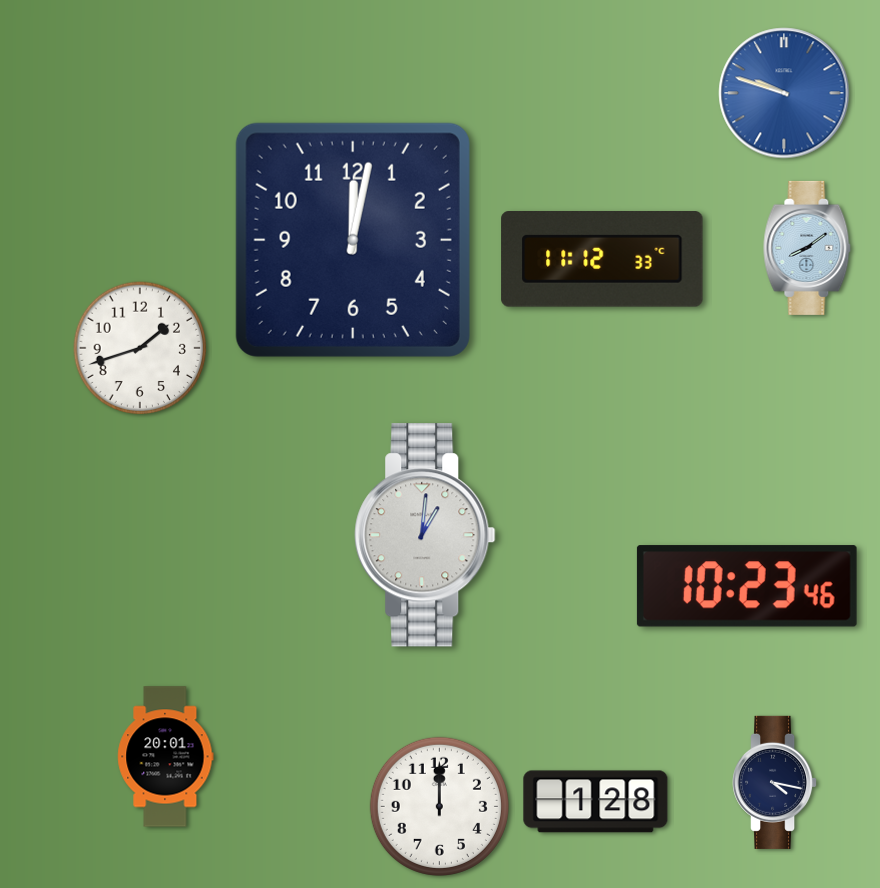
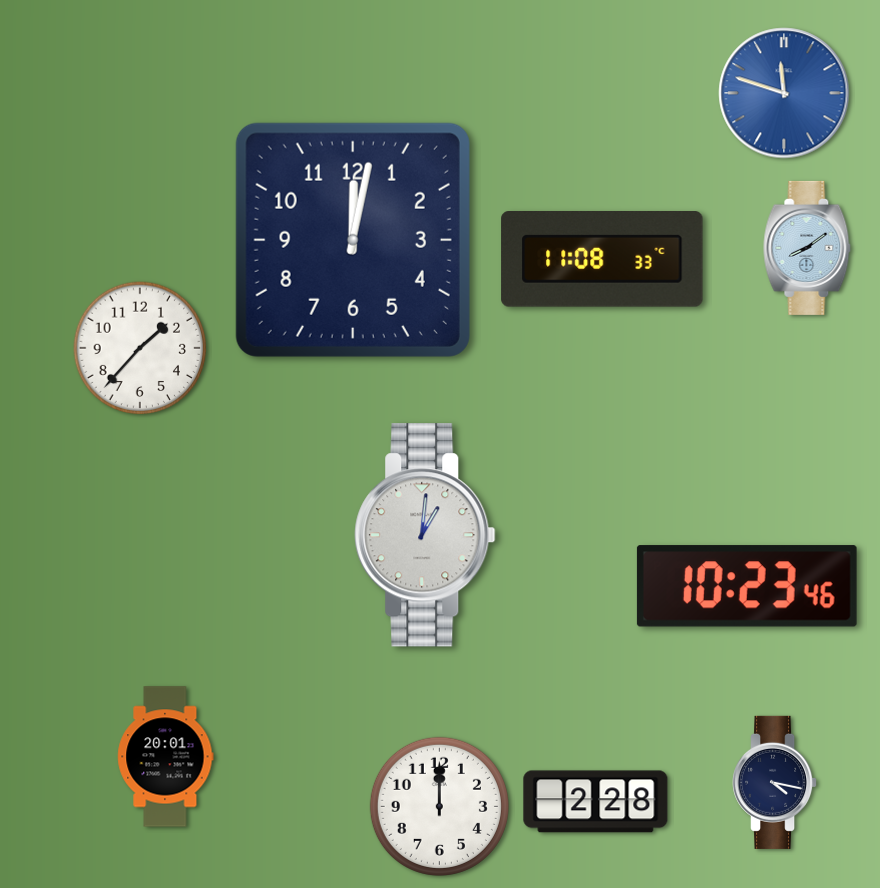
clock at (784, 93): 9:48 -> 11:48
clock at (602, 260): 11:12 -> 11:08
clock at (140, 348): 1:42 -> 1:37
clock at (596, 802): 1:28 -> 2:28
